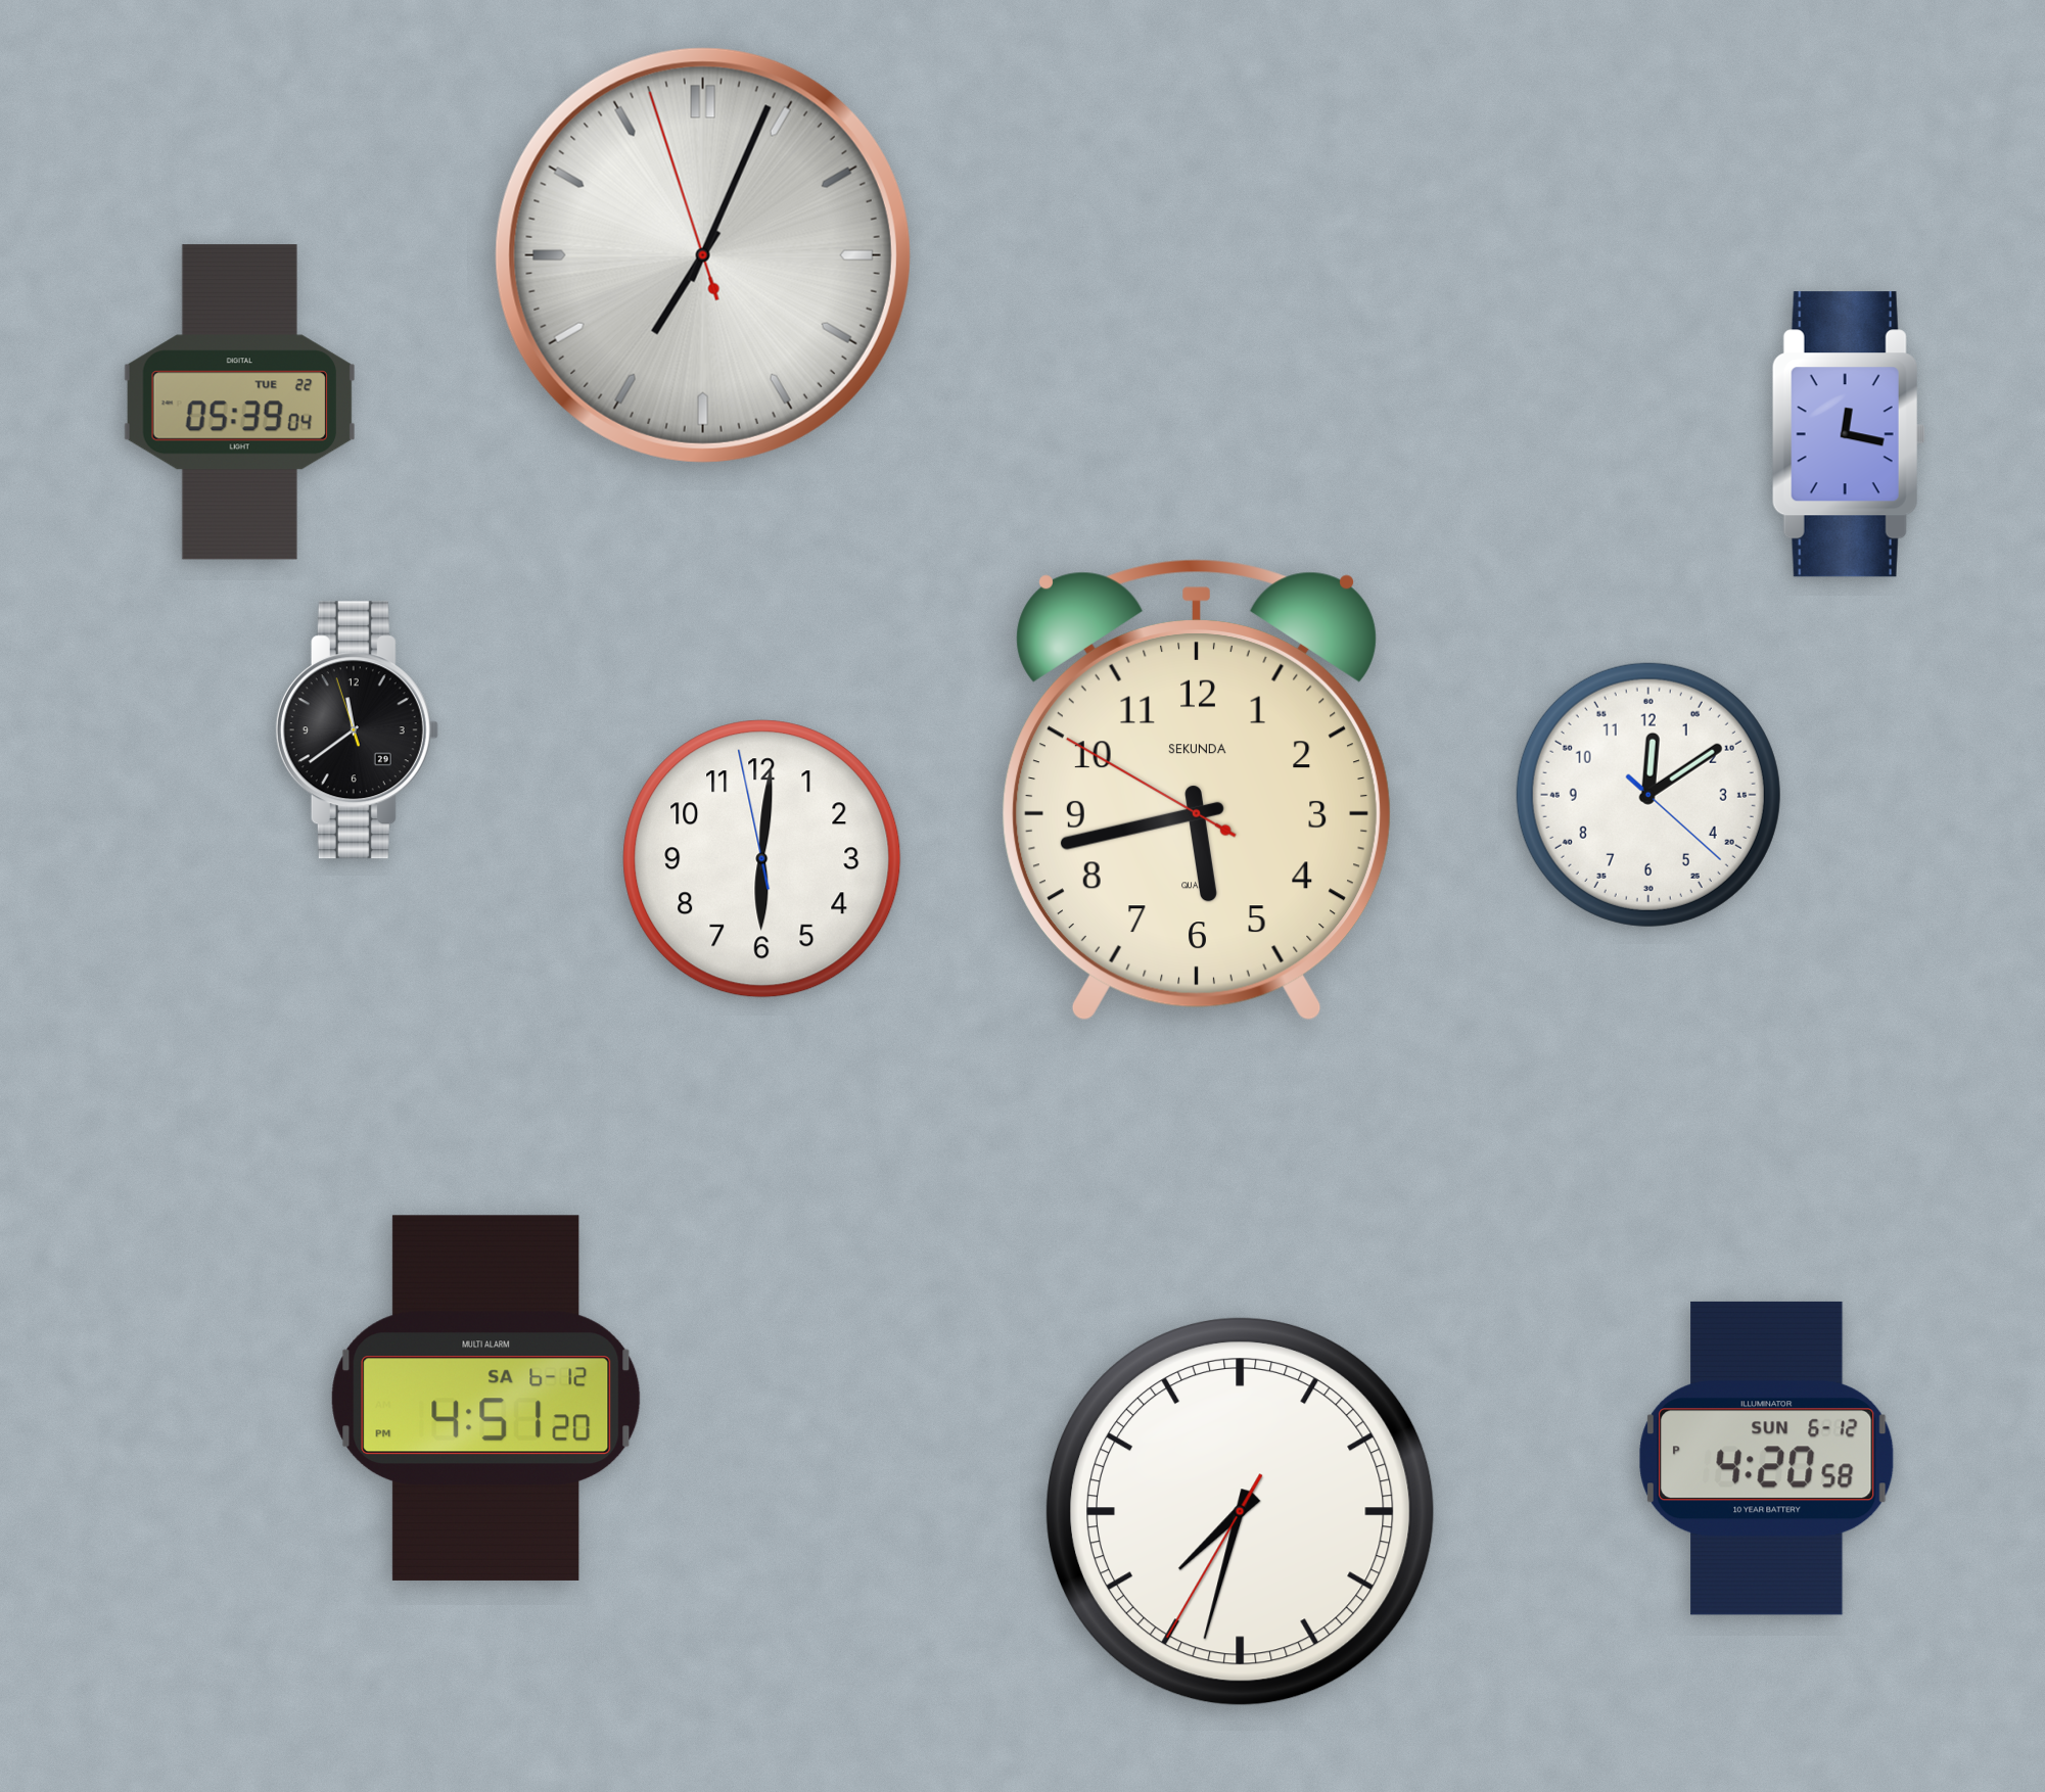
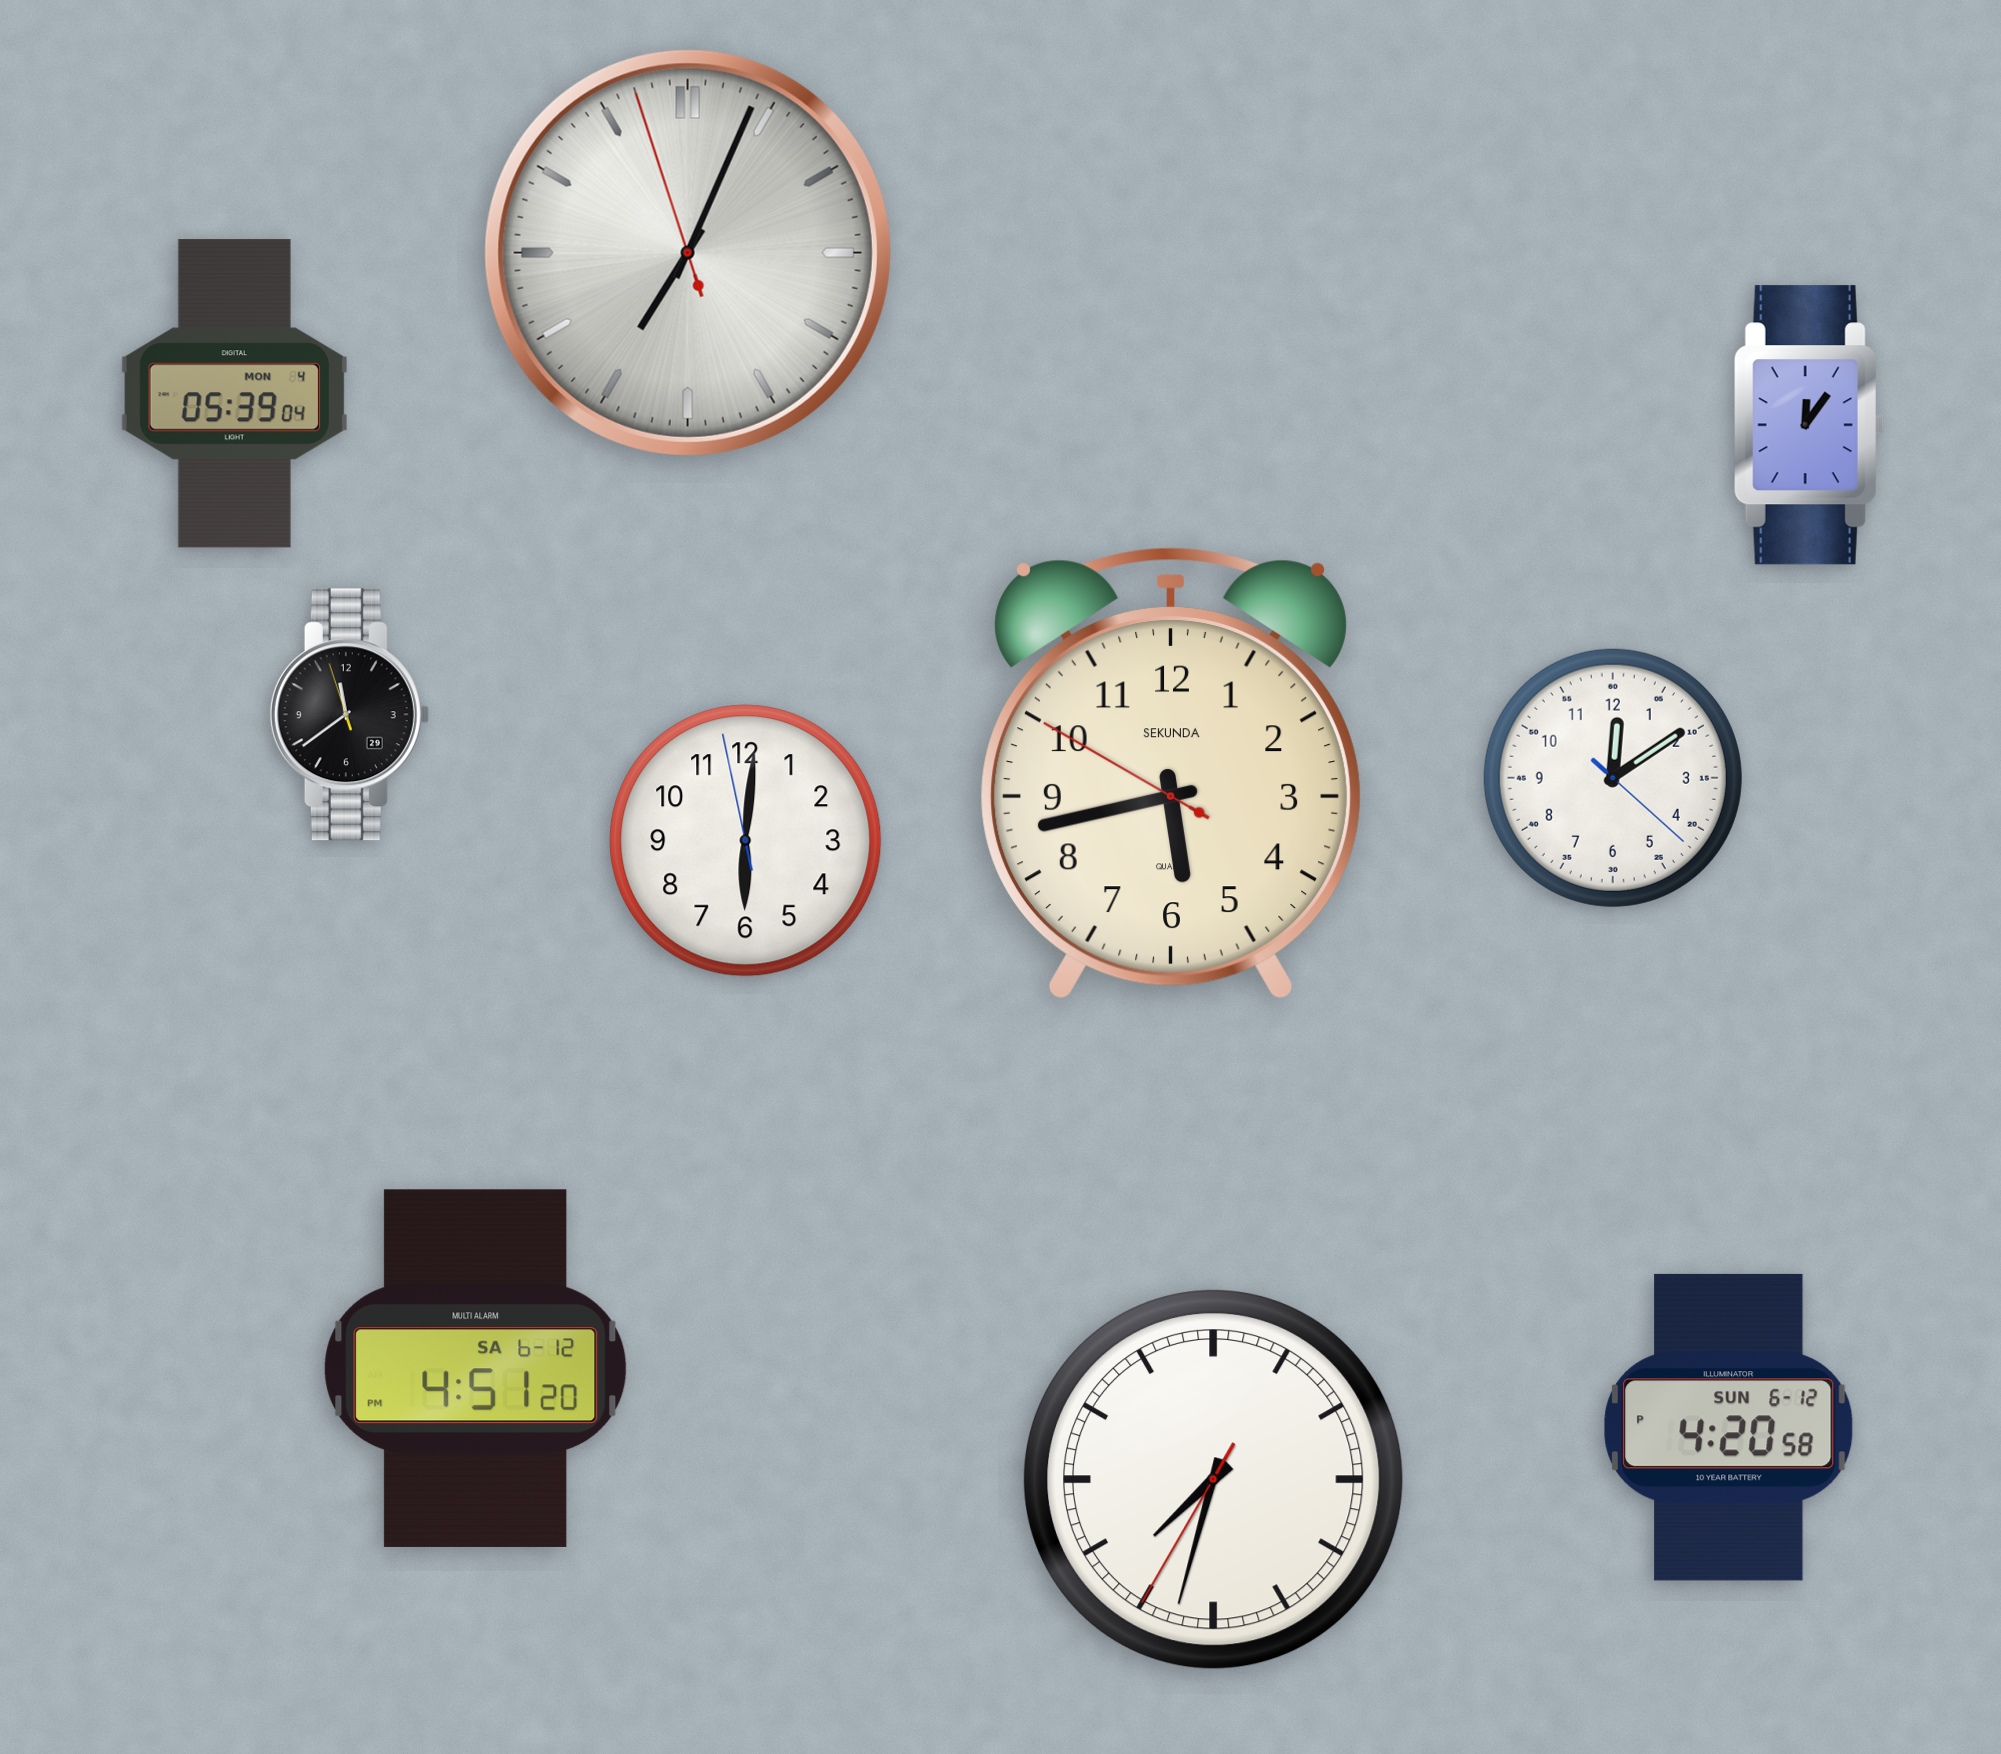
clock at (703, 255) position: (703, 255) -> (688, 253)
clock at (239, 403) date: TUE 22 -> MON 4
clock at (1849, 434): 12:17 -> 12:06
